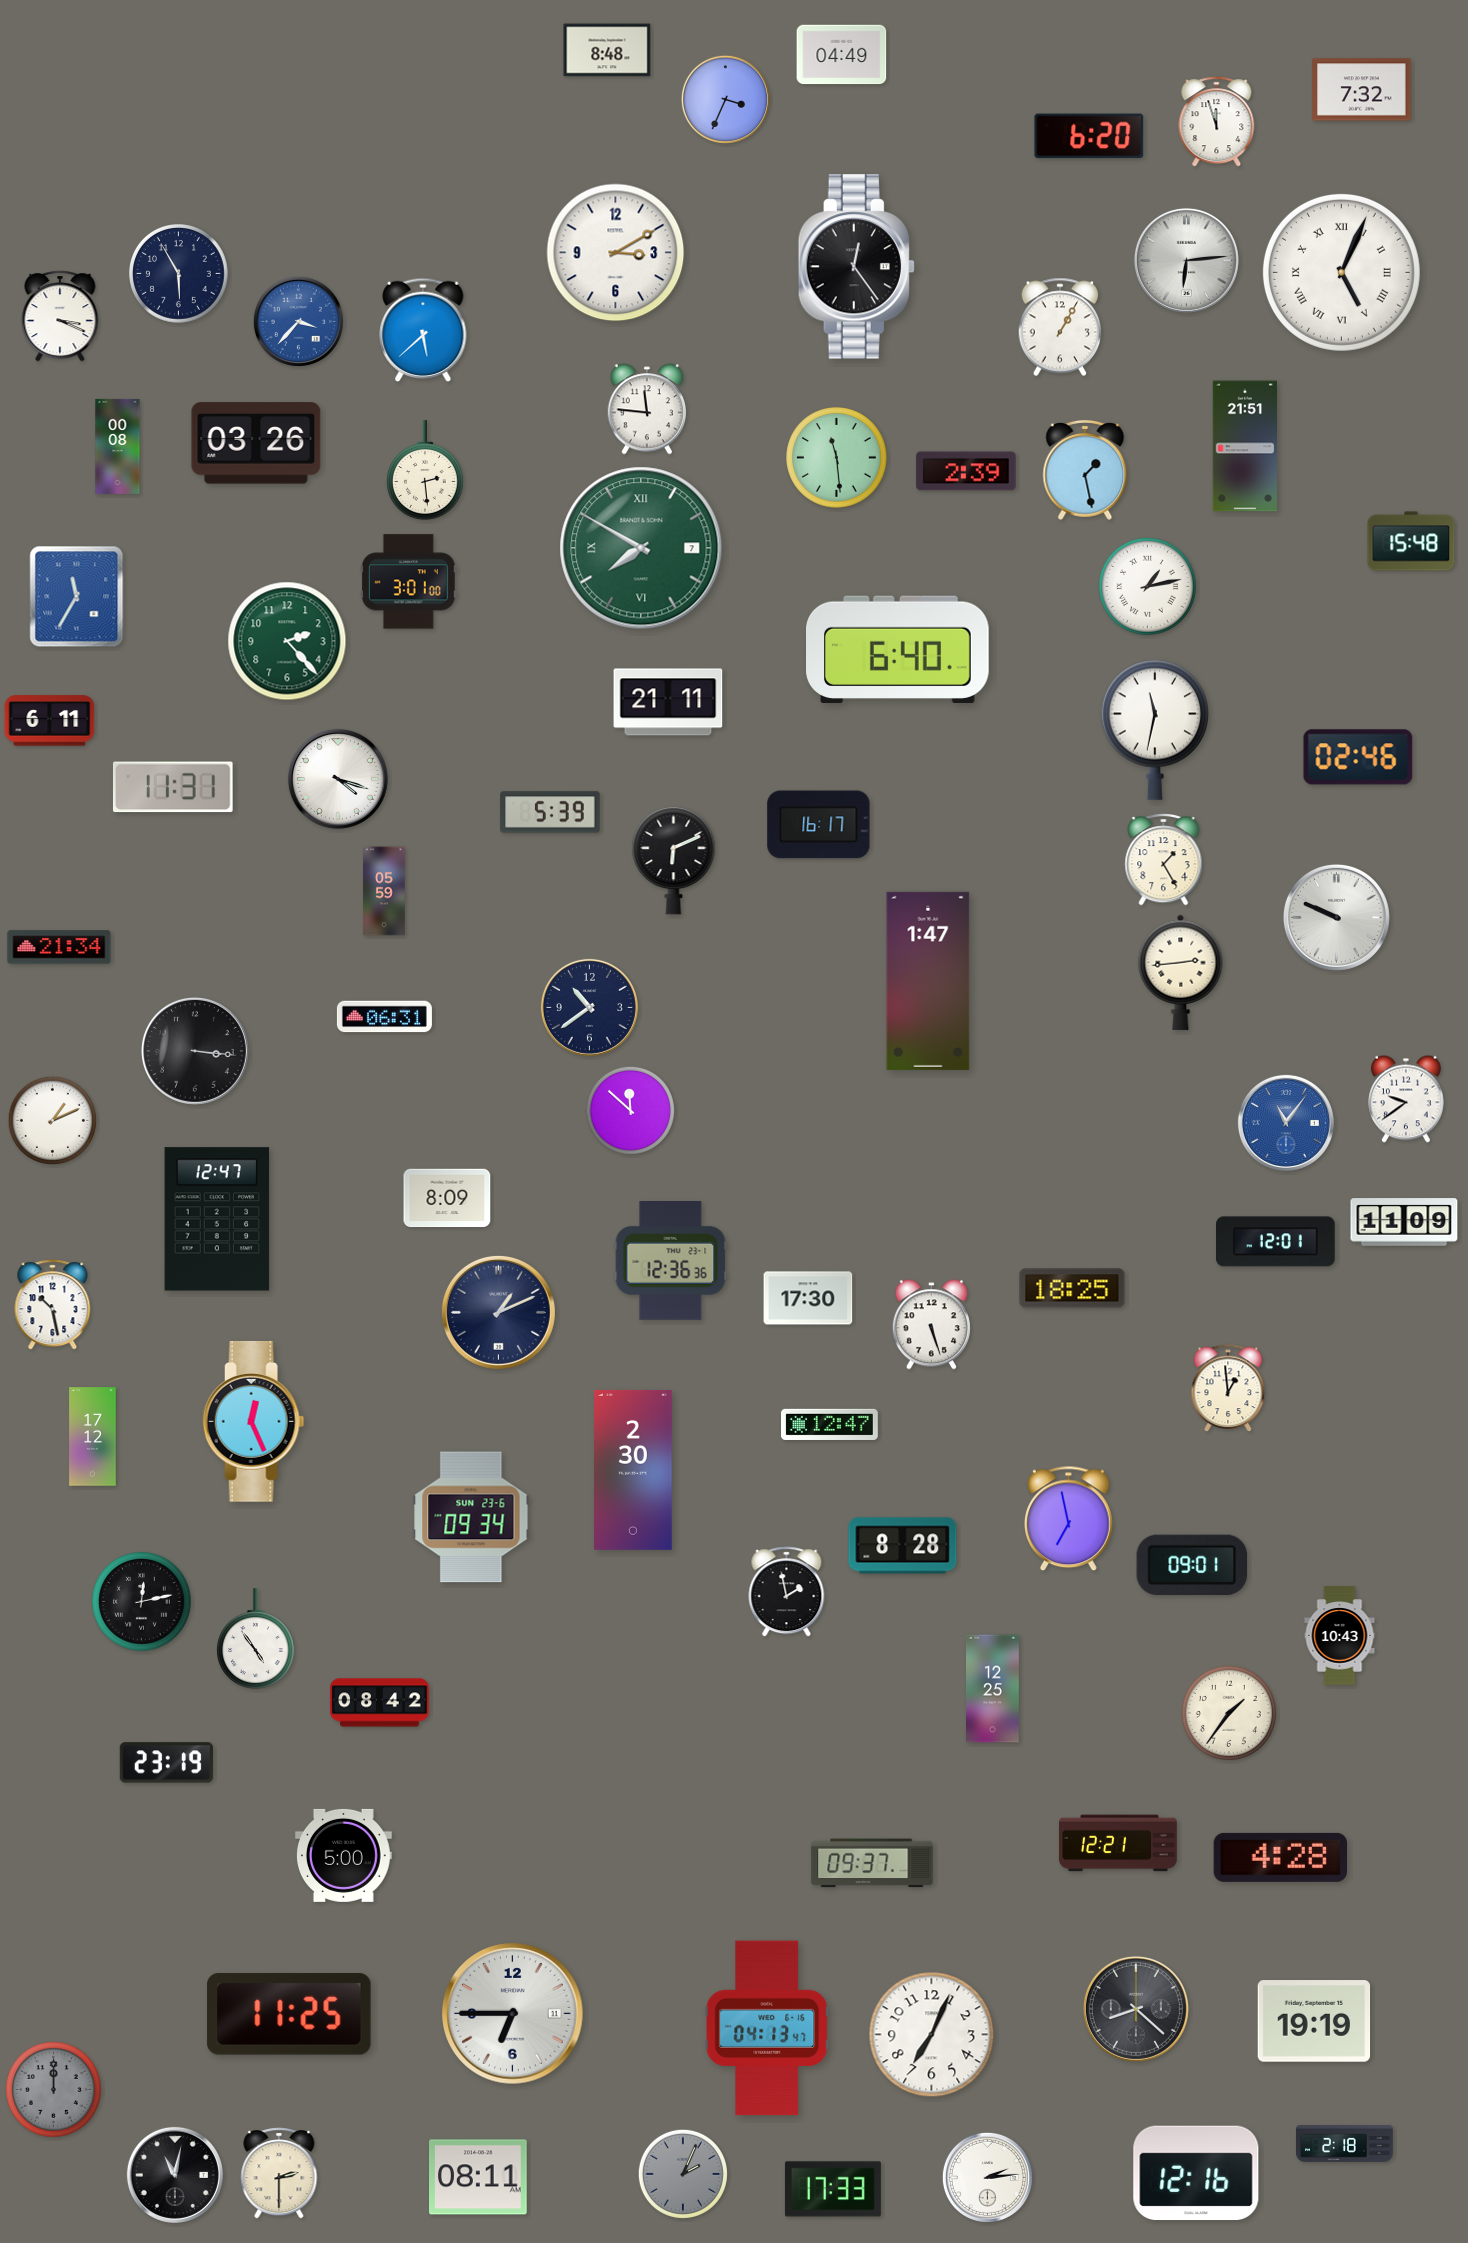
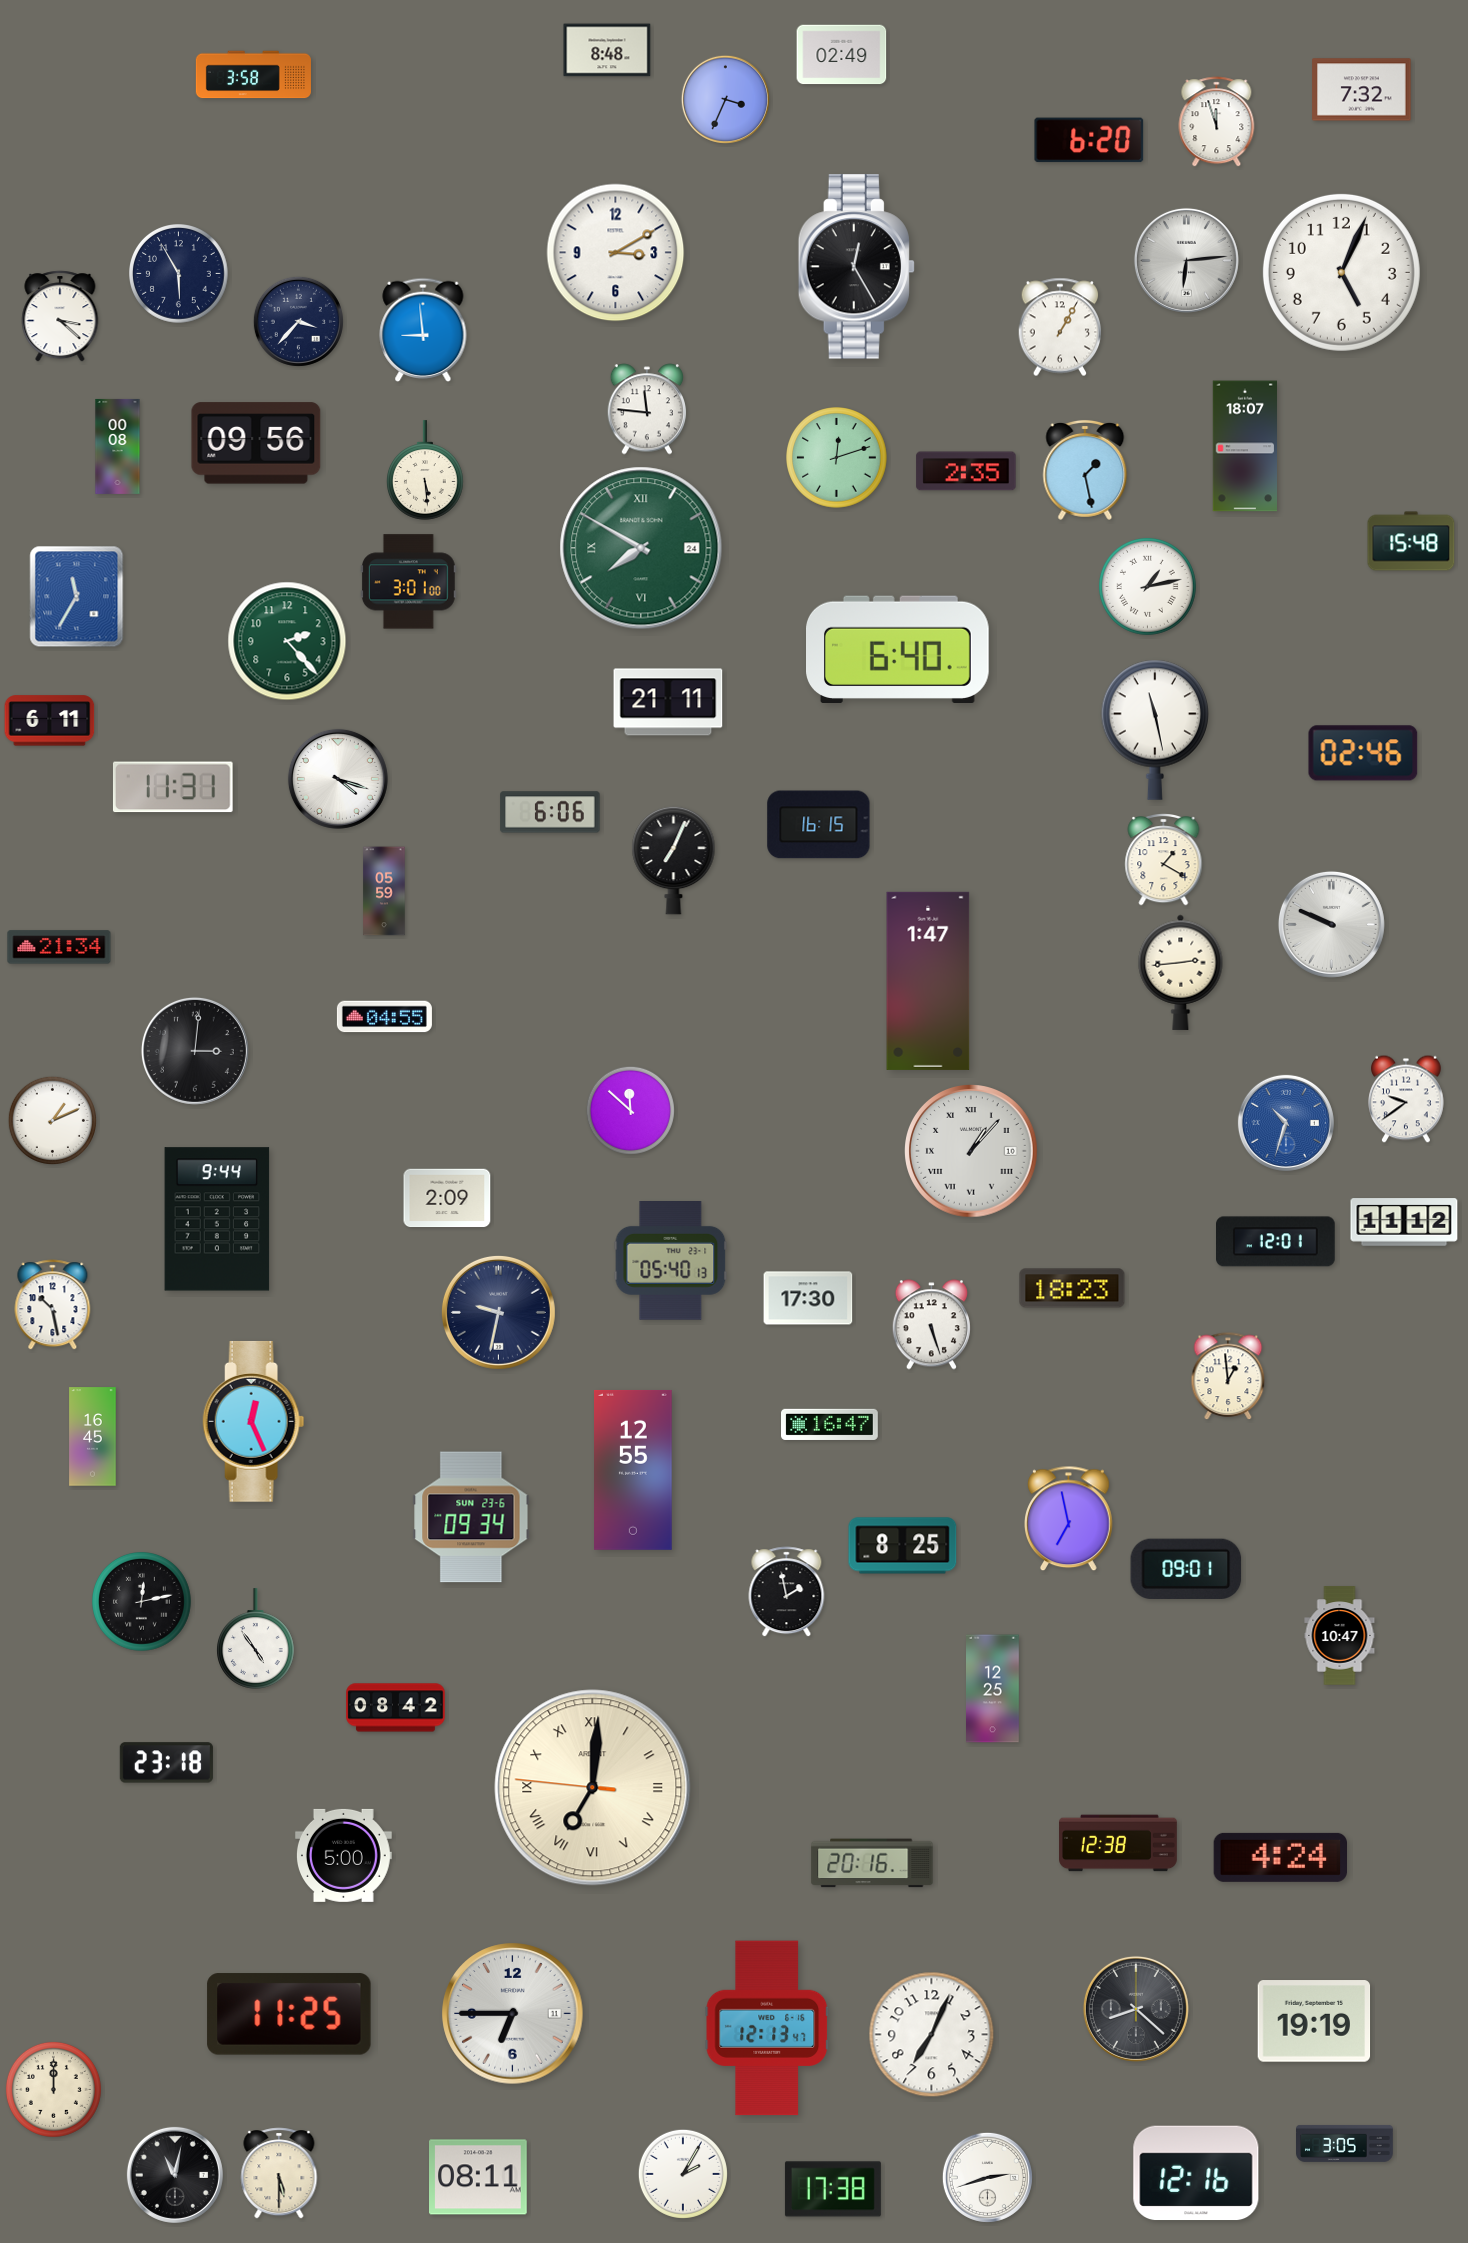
clock at (842, 55): 04:49 -> 02:49
clock at (253, 75): none -> 3:58
clock at (1089, 136) position: (1089, 136) -> (1089, 140)
clock at (856, 267): 12:24 -> 12:25
clock at (1341, 272) numerals: Roman -> Arabic
clock at (60, 316): 3:19 -> 3:22
clock at (298, 321) dial: blue -> navy
clock at (423, 329): 5:38 -> 8:59
clock at (256, 443): 03:26 -> 09:56
clock at (1244, 446): 21:51 -> 18:07
clock at (837, 458): 11:29 -> 12:12
clock at (426, 470): 2:29 -> 5:29
clock at (966, 471): 2:39 -> 2:35
clock at (641, 548) date: 7 -> 24
clock at (1155, 730): 11:32 -> 11:28
clock at (1358, 757) position: (1358, 757) -> (1363, 753)
clock at (550, 812): 5:39 -> 6:06
clock at (819, 825): 16:17 -> 16:15
clock at (674, 860): 6:11 -> 7:04
clock at (1164, 860): 1:25 -> 1:20
clock at (1336, 917) position: (1336, 917) -> (1331, 924)
clock at (589, 1007): 10:39 -> none
clock at (384, 1017): 06:31 -> 04:55
clock at (195, 1051): 3:16 -> 3:01
clock at (1286, 1123): 11:06 -> 10:33
clock at (971, 1151): none -> 1:07
clock at (447, 1198): 8:09 -> 2:09
clock at (217, 1219): 12:47 -> 9:44
clock at (1404, 1222): 11:09 -> 11:12
clock at (671, 1261): 12:36 -> 05:40
clock at (1072, 1288): 18:25 -> 18:23
clock at (498, 1312): 1:11 -> 9:32
clock at (1228, 1389) position: (1228, 1389) -> (1228, 1377)
clock at (830, 1424): 12:47 -> 16:47
clock at (93, 1437): 17:12 -> 16:45
clock at (633, 1470): 2:30 -> 12:55
clock at (903, 1546): 8:28 -> 8:25
clock at (1192, 1564) position: (1192, 1564) -> (1186, 1568)
clock at (1340, 1636): 10:43 -> 10:47
clock at (380, 1703) position: (380, 1703) -> (396, 1708)
clock at (1229, 1713): 1:36 -> none
clock at (166, 1763): 23:19 -> 23:18
clock at (593, 1788): none -> 7:00
clock at (1119, 1843): 12:21 -> 12:38
clock at (1280, 1857): 4:28 -> 4:24
clock at (872, 1863): 09:37 -> 20:16
clock at (767, 2028): 04:13 -> 12:13
clock at (53, 2089) dial: grey -> cream
clock at (1345, 2143): 2:18 -> 3:05
clock at (279, 2173): 2:30 -> 5:30
clock at (683, 2174): 2:04 -> 2:05
clock at (683, 2174) dial: grey -> white
clock at (987, 2177): 2:14 -> 2:42
clock at (833, 2189): 17:33 -> 17:38
